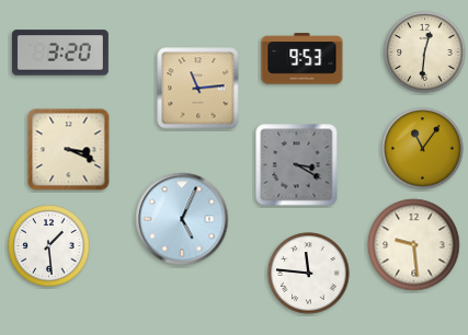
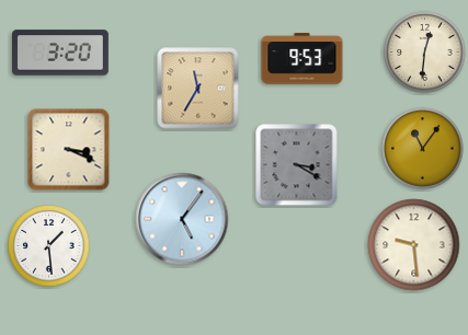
clock at (198, 89): 11:14 -> 11:35
clock at (182, 219): 5:04 -> 5:06
clock at (309, 274): 11:46 -> none
